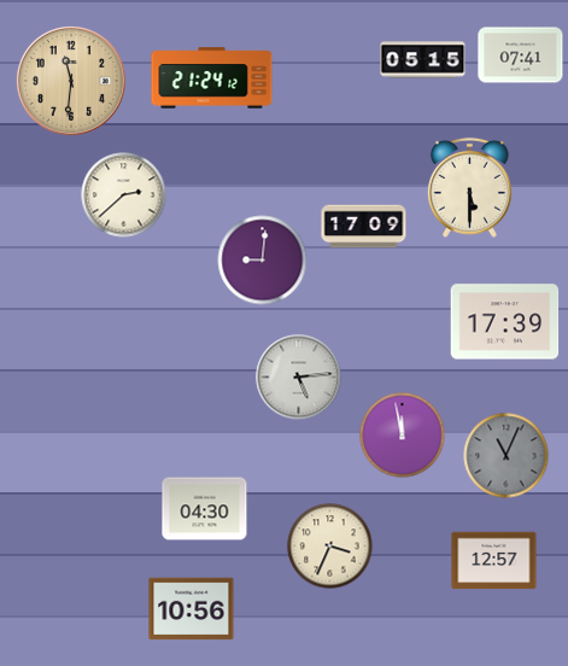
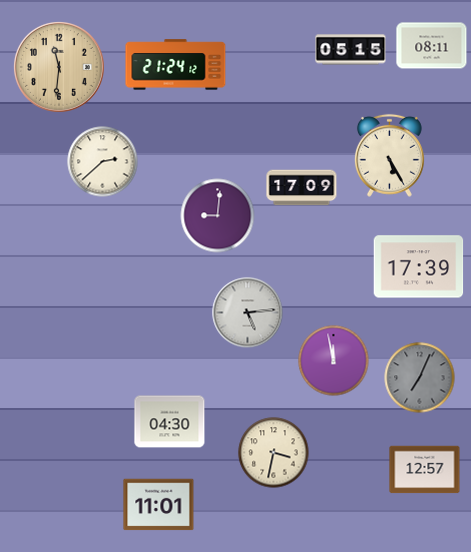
clock at (521, 55): 07:41 -> 08:11
clock at (469, 187): 5:30 -> 5:25
clock at (506, 456): 11:04 -> 7:04
clock at (330, 547): 3:34 -> 3:32
clock at (494, 561) position: (494, 561) -> (425, 470)
clock at (192, 609): 10:56 -> 11:01
